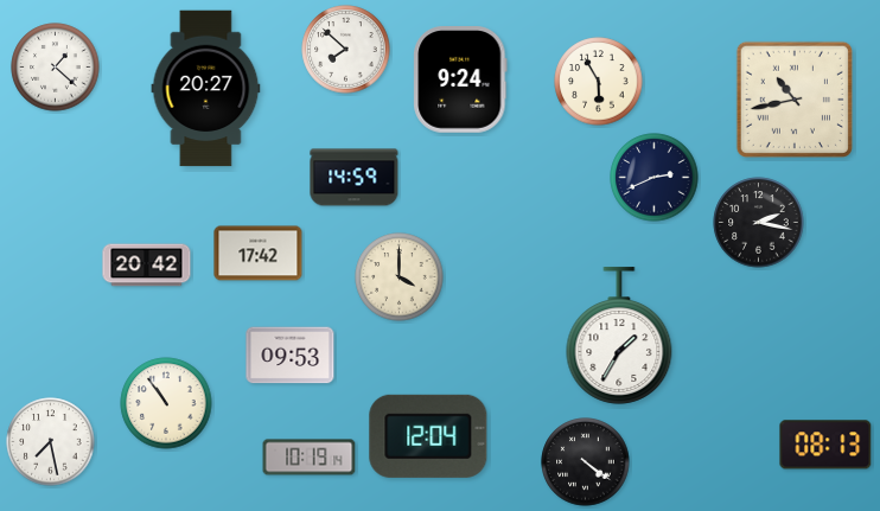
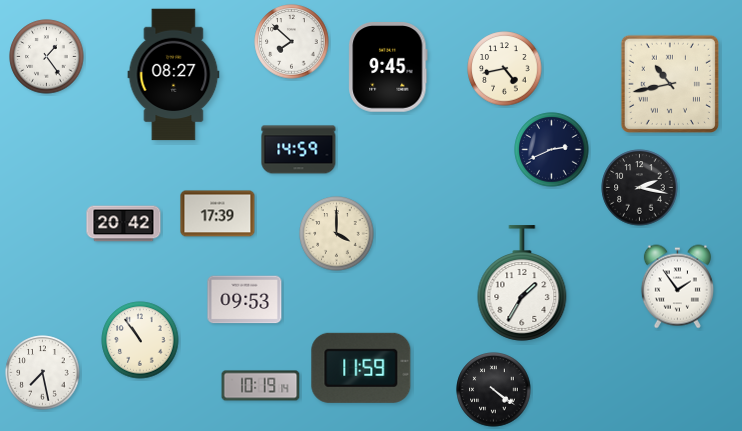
clock at (56, 68): 1:22 -> 1:24
clock at (460, 81): 9:24 -> 9:45
clock at (599, 82): 5:55 -> 4:43
clock at (206, 89): 20:27 -> 08:27
clock at (259, 254): 17:42 -> 17:39
clock at (677, 287): none -> 1:54
clock at (428, 436): 12:04 -> 11:59
clock at (825, 445): 08:13 -> none
